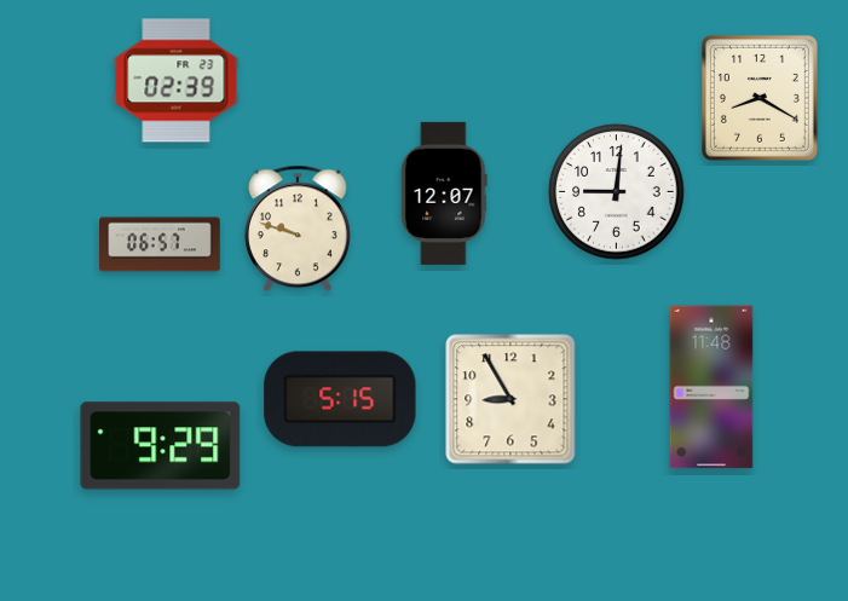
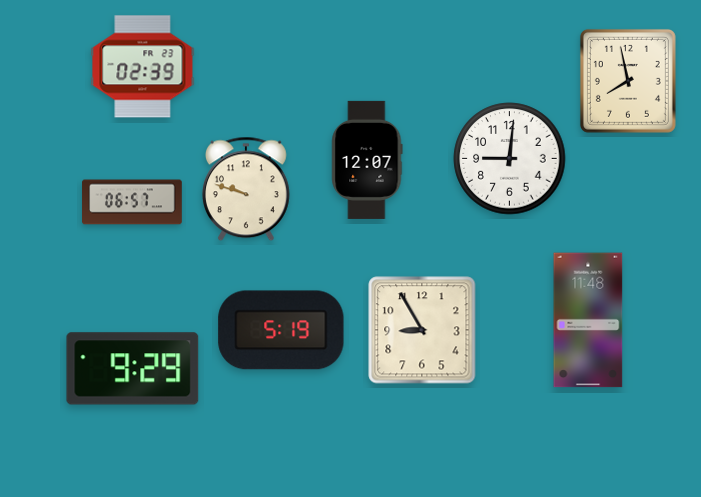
clock at (177, 81) position: (177, 81) -> (143, 67)
clock at (760, 98): 8:20 -> 7:58
clock at (340, 399): 5:15 -> 5:19
